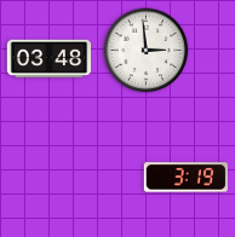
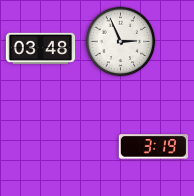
clock at (147, 51): 2:59 -> 2:56
